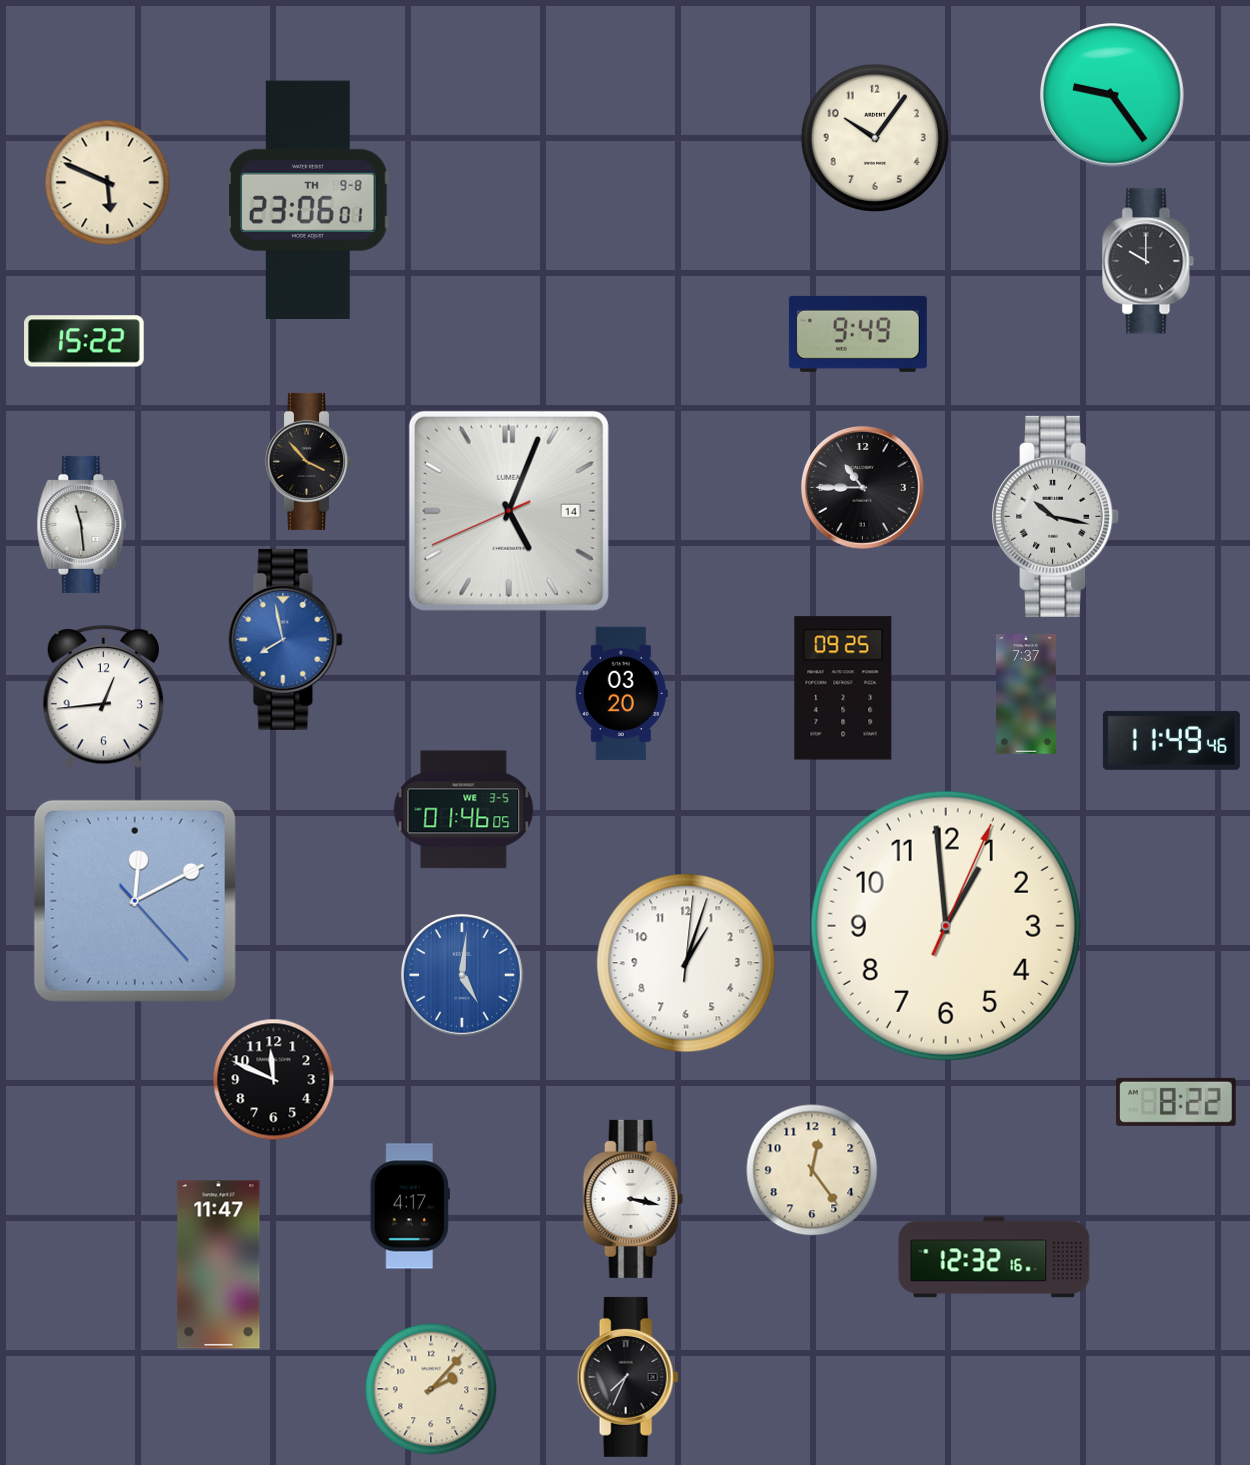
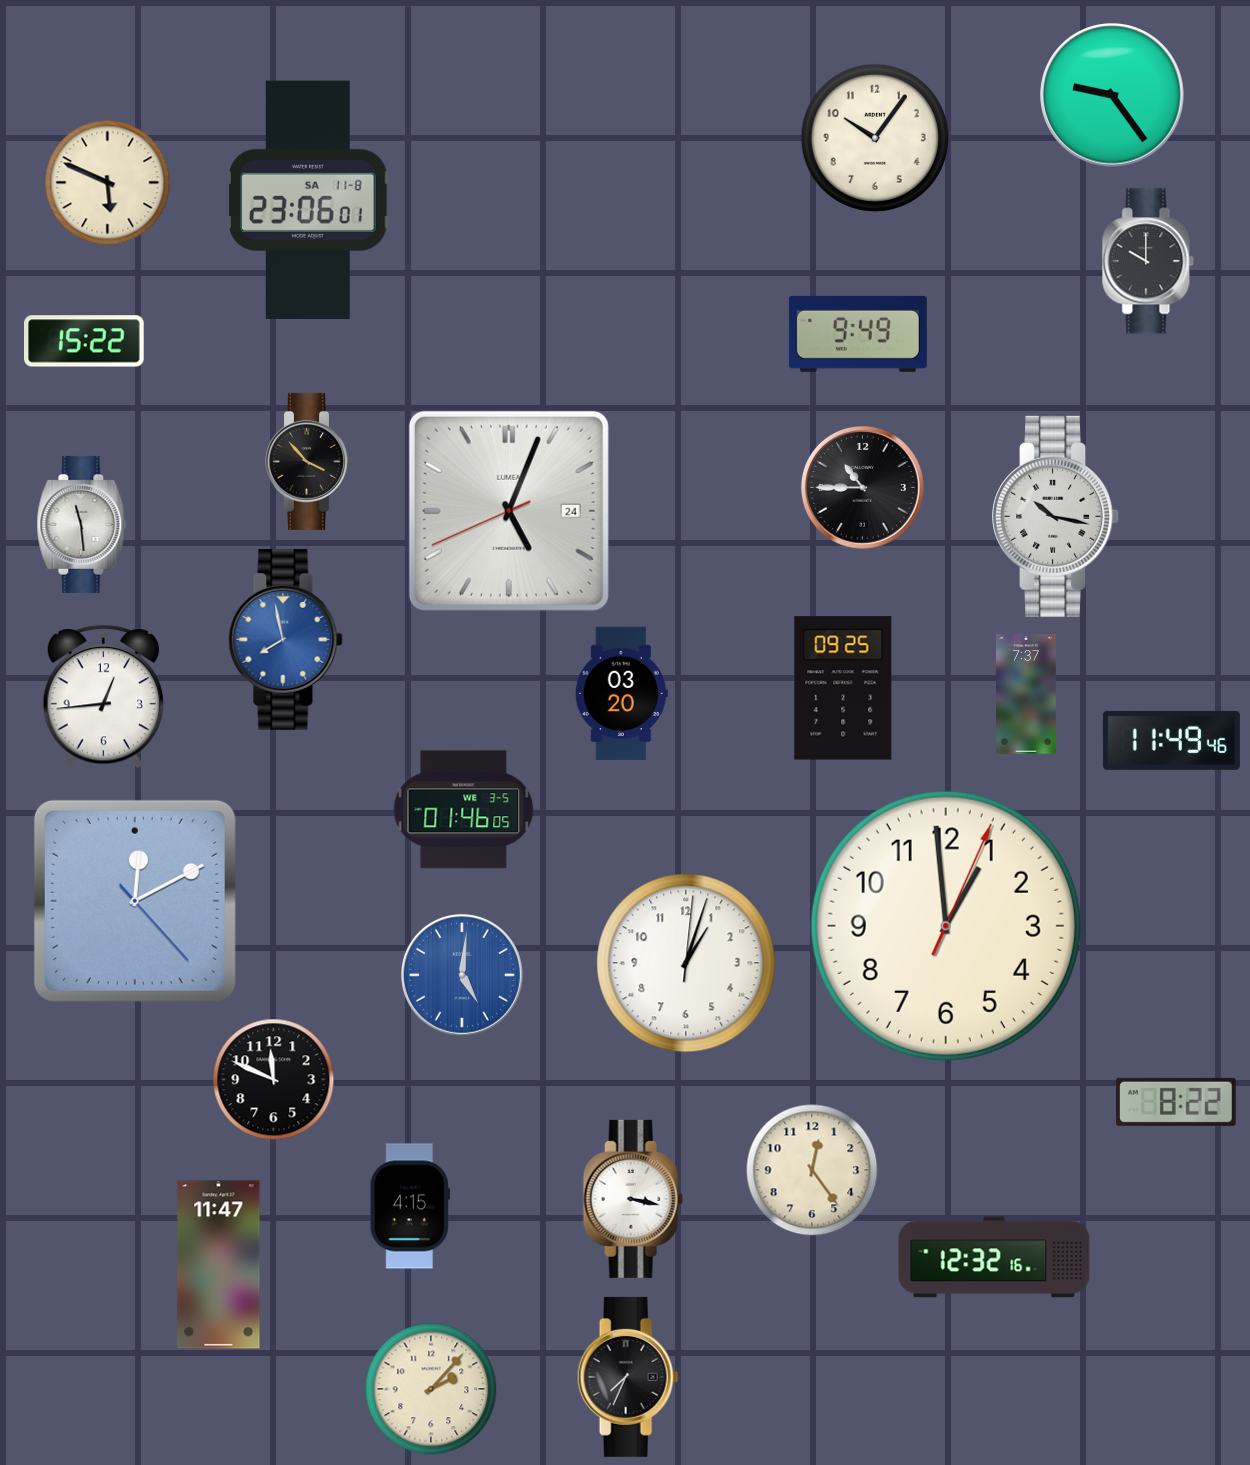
clock at (308, 199) date: TH 9-8 -> SA 11-8
clock at (509, 511) date: 14 -> 24
clock at (410, 1206): 4:17 -> 4:15
